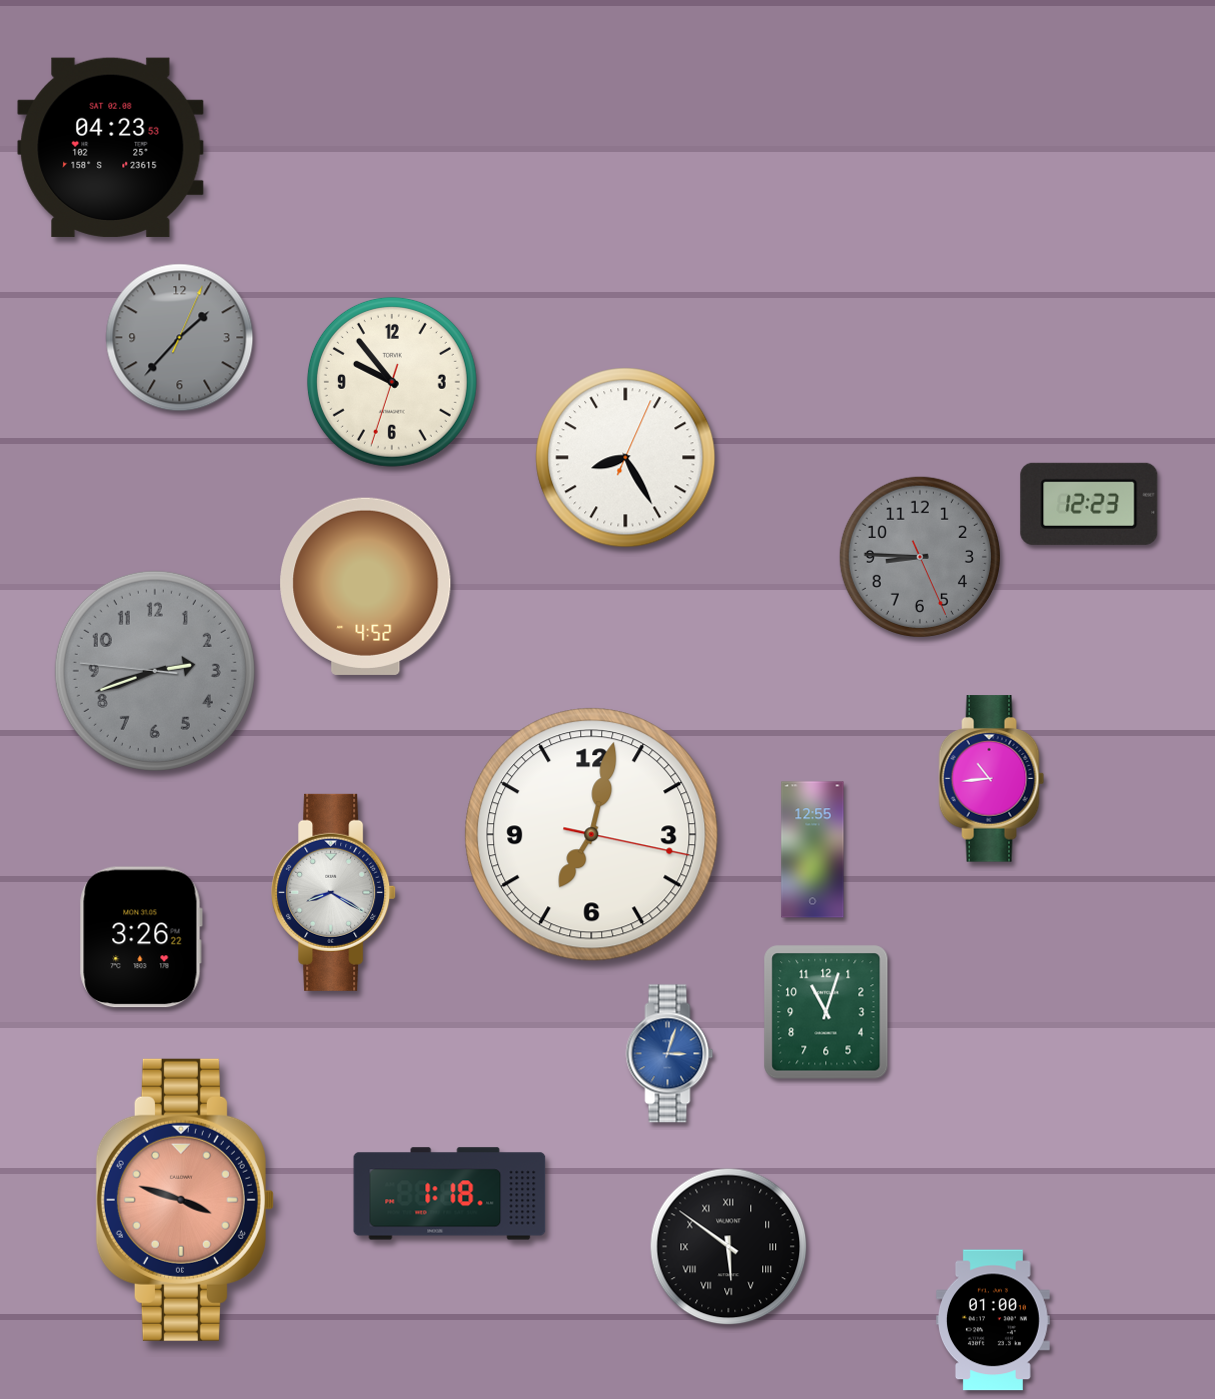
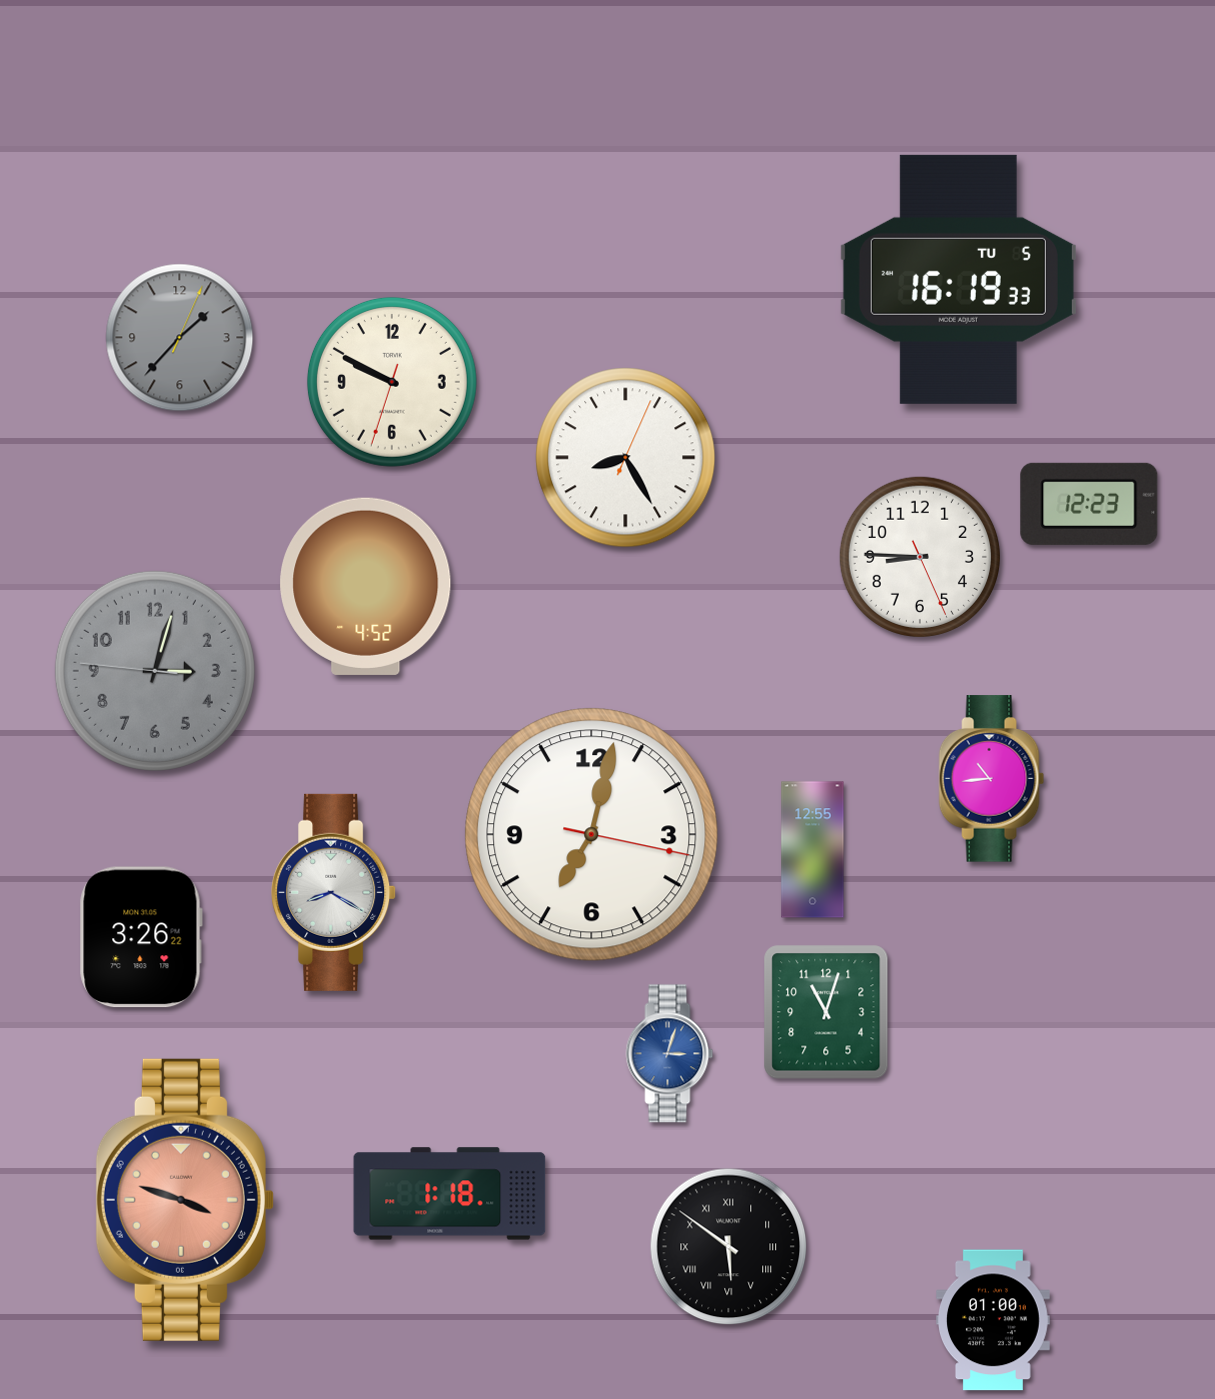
clock at (111, 147): 04:23 -> none
clock at (958, 279): none -> 16:19
clock at (392, 382): 9:53 -> 9:49
clock at (920, 557) dial: grey -> white
clock at (155, 671): 2:41 -> 3:02
